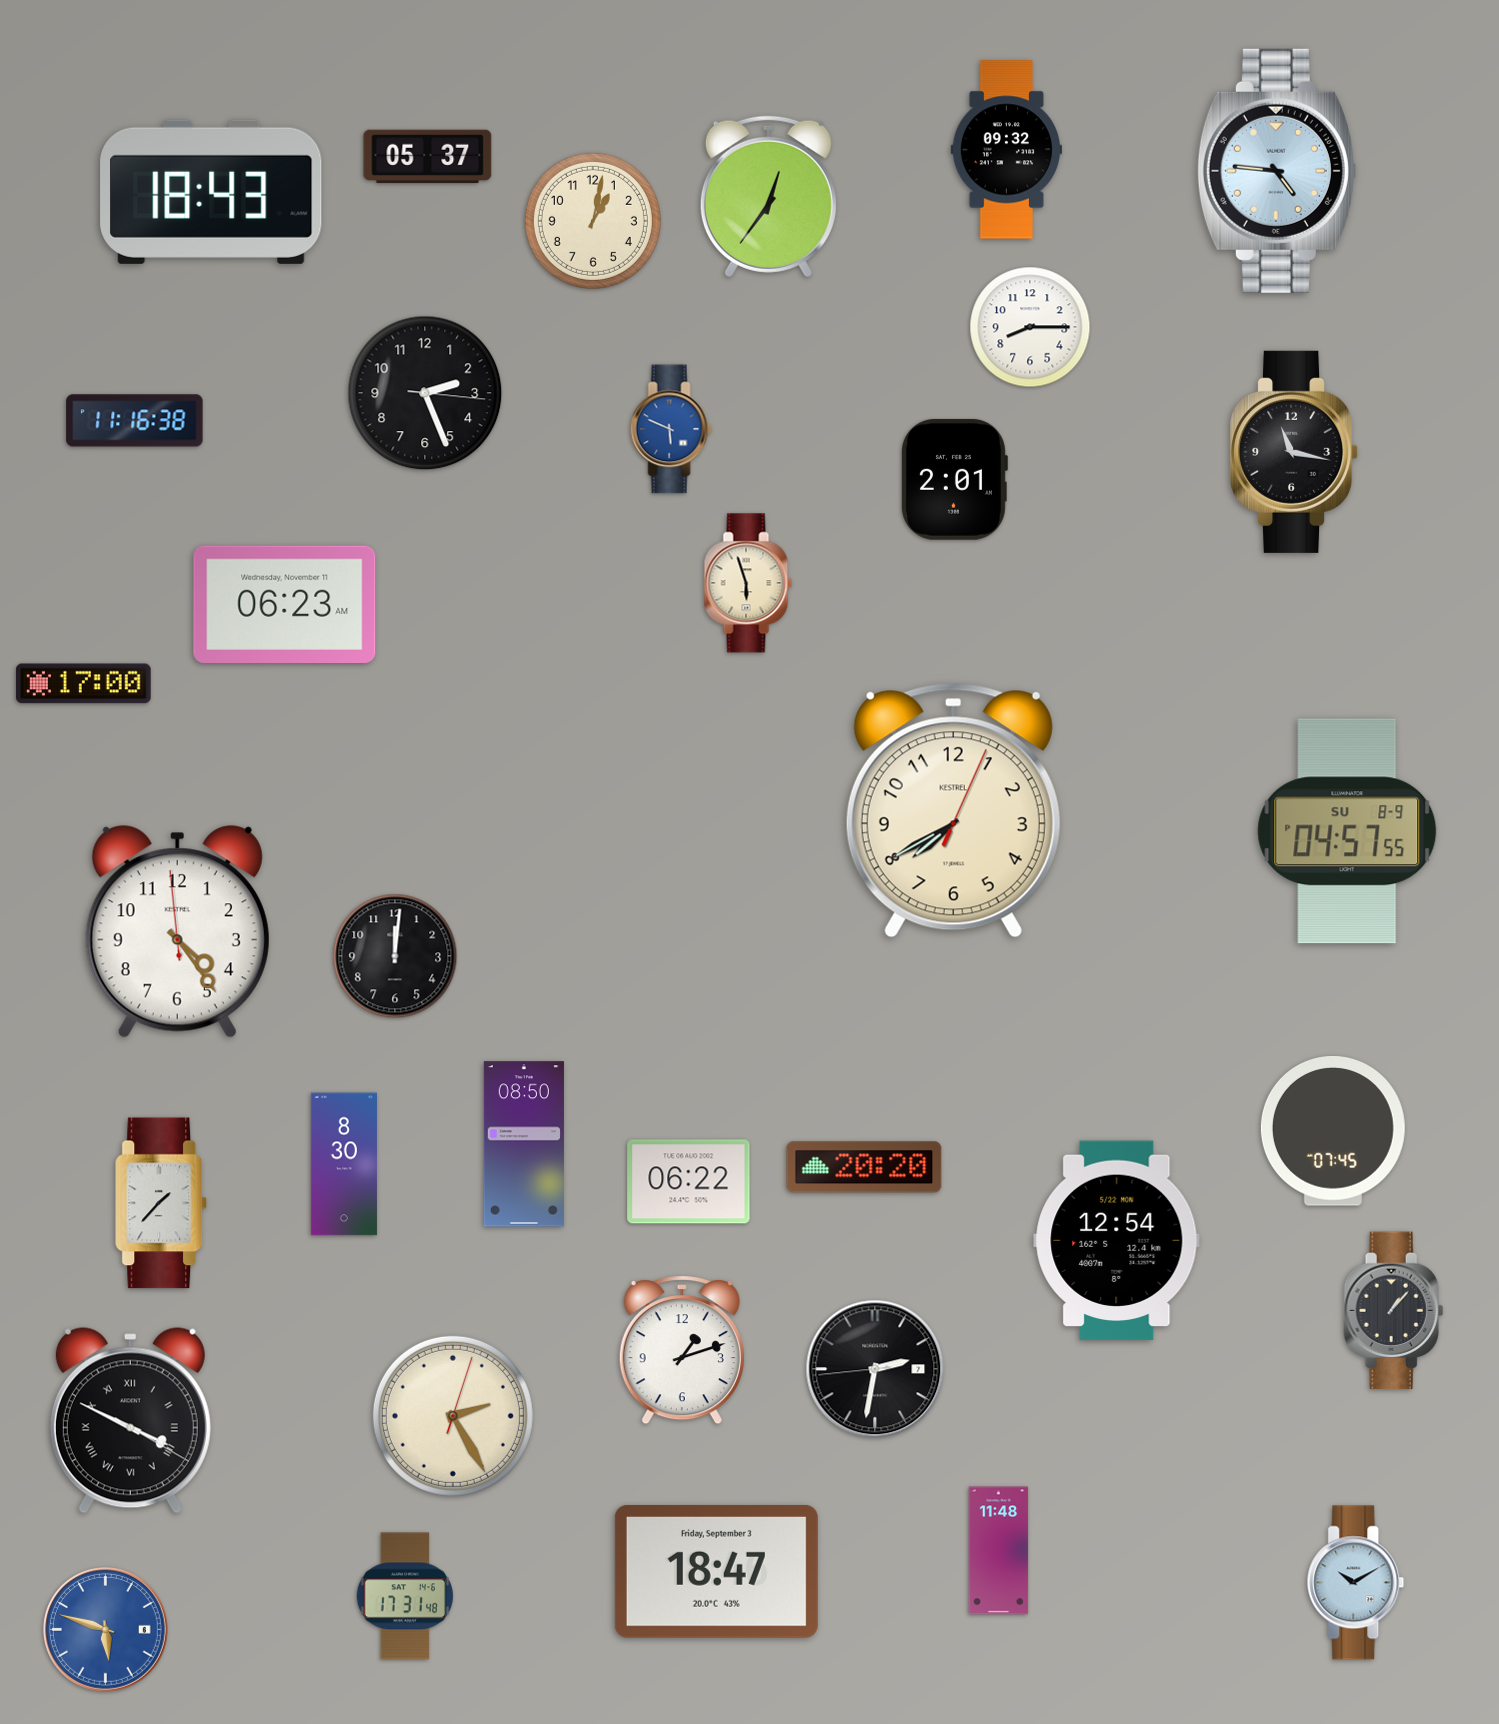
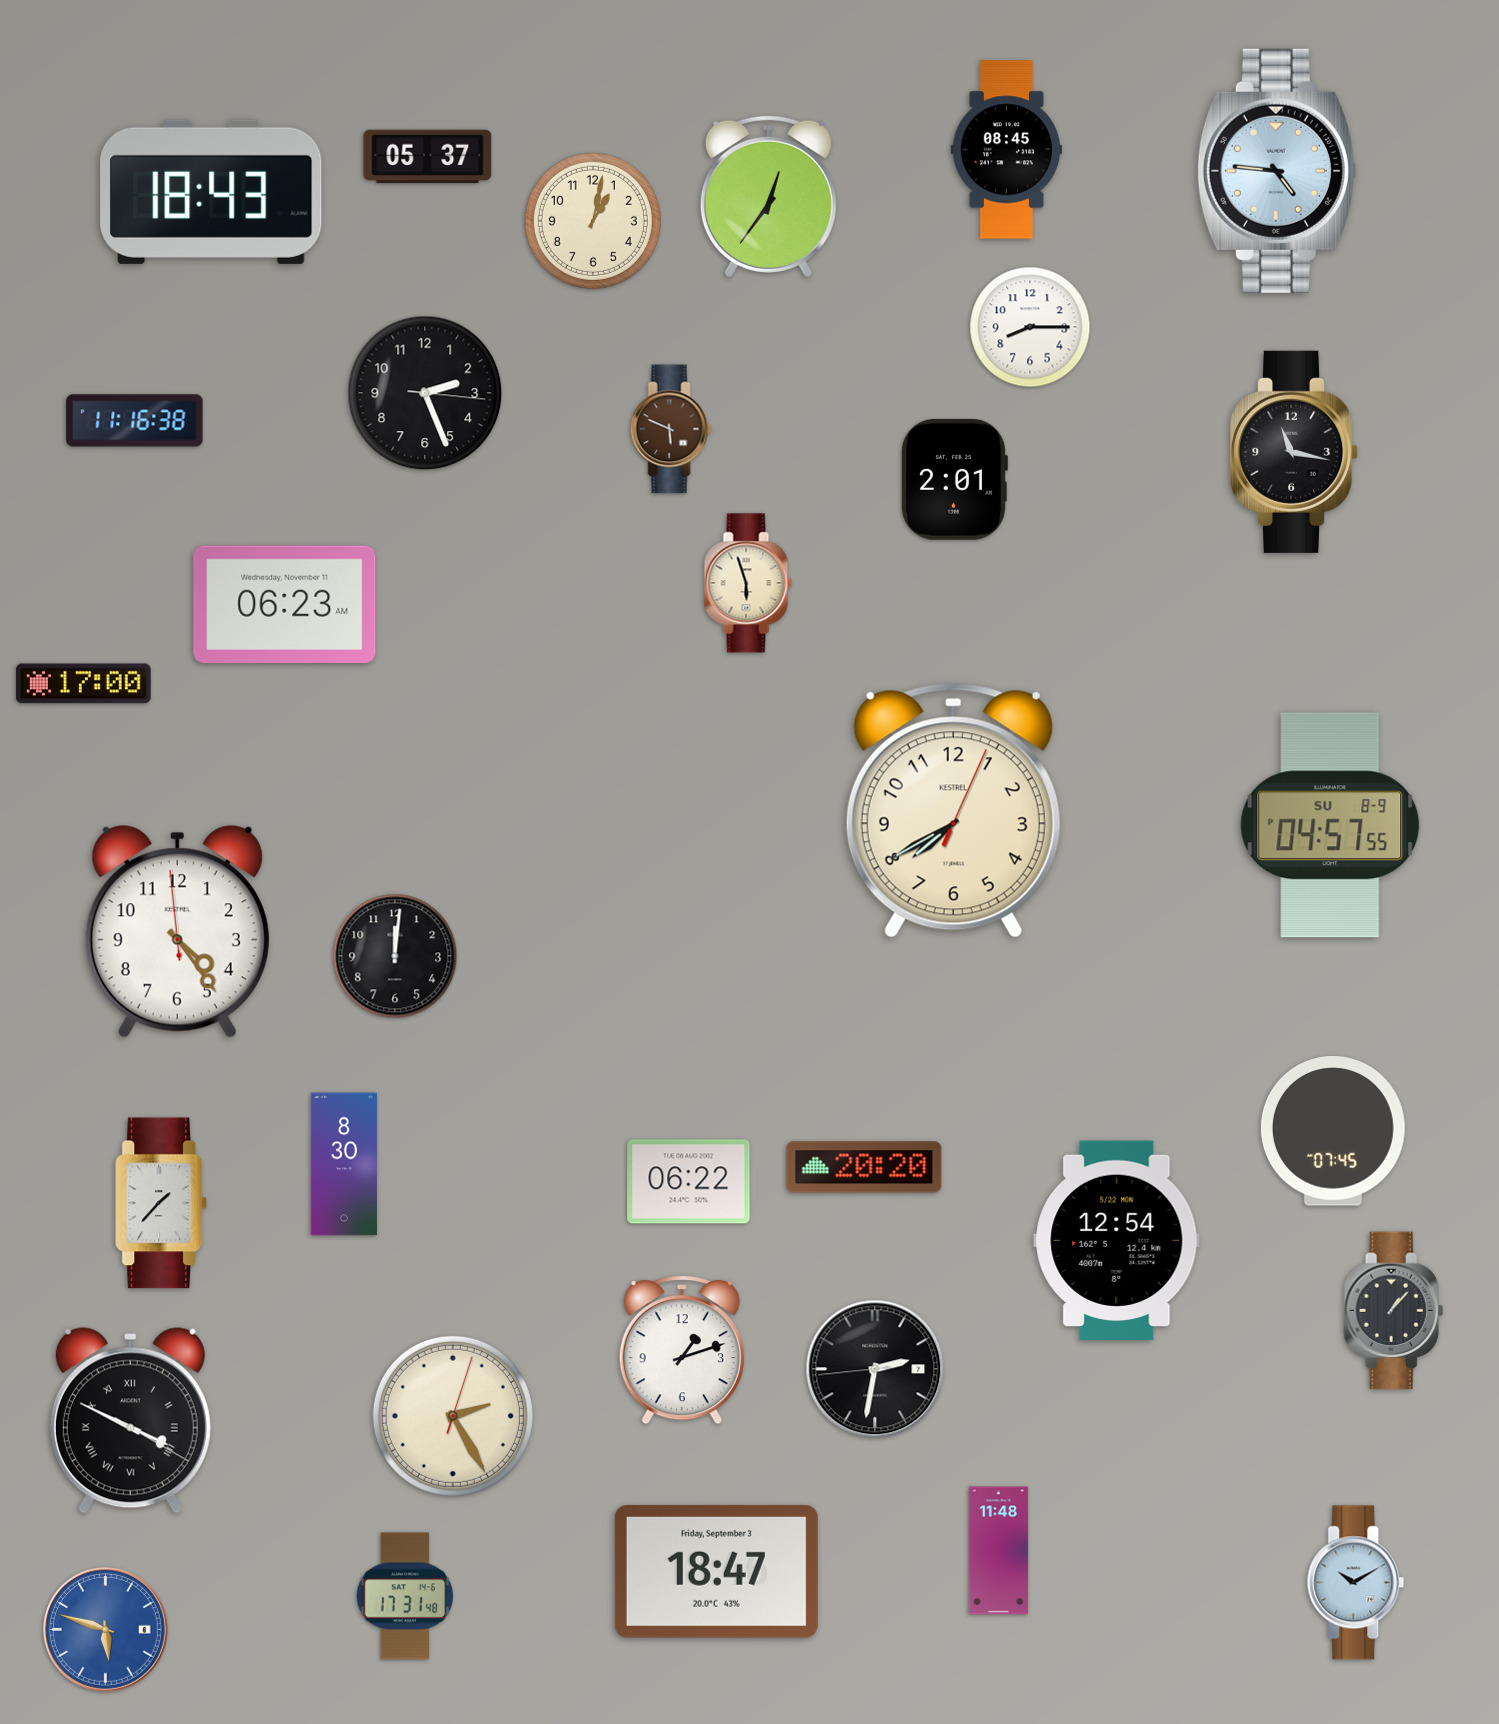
clock at (1006, 150): 09:32 -> 08:45
clock at (671, 429) dial: blue -> brown
clock at (1347, 831) position: (1347, 831) -> (1330, 825)
clock at (524, 1144): 08:50 -> none
